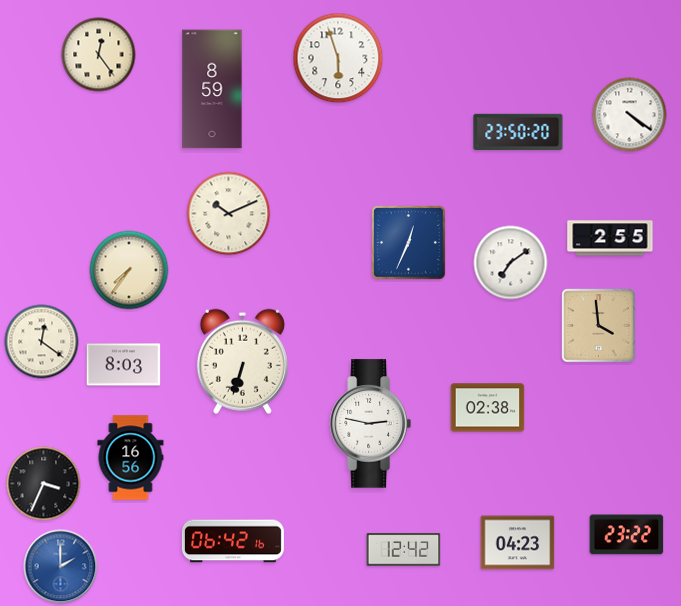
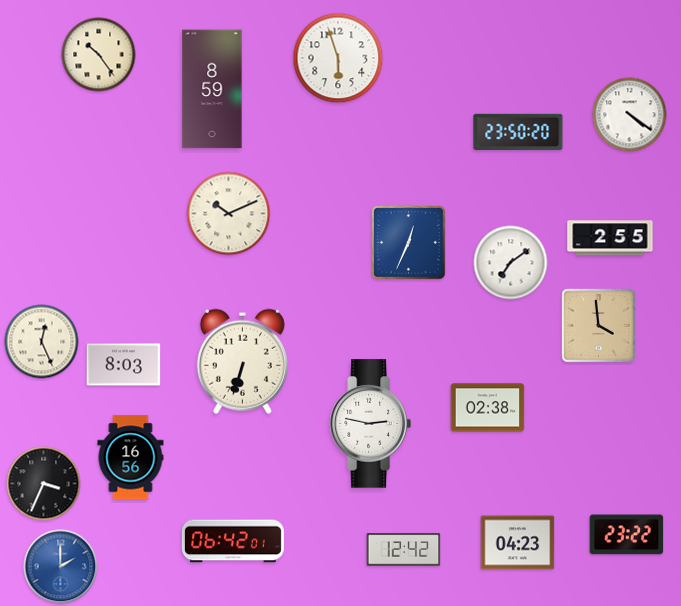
clock at (99, 55): 12:24 -> 10:24
clock at (129, 270): 7:36 -> none
clock at (42, 342): 12:21 -> 12:26
clock at (233, 541): 06:42:16 -> 06:42:01
